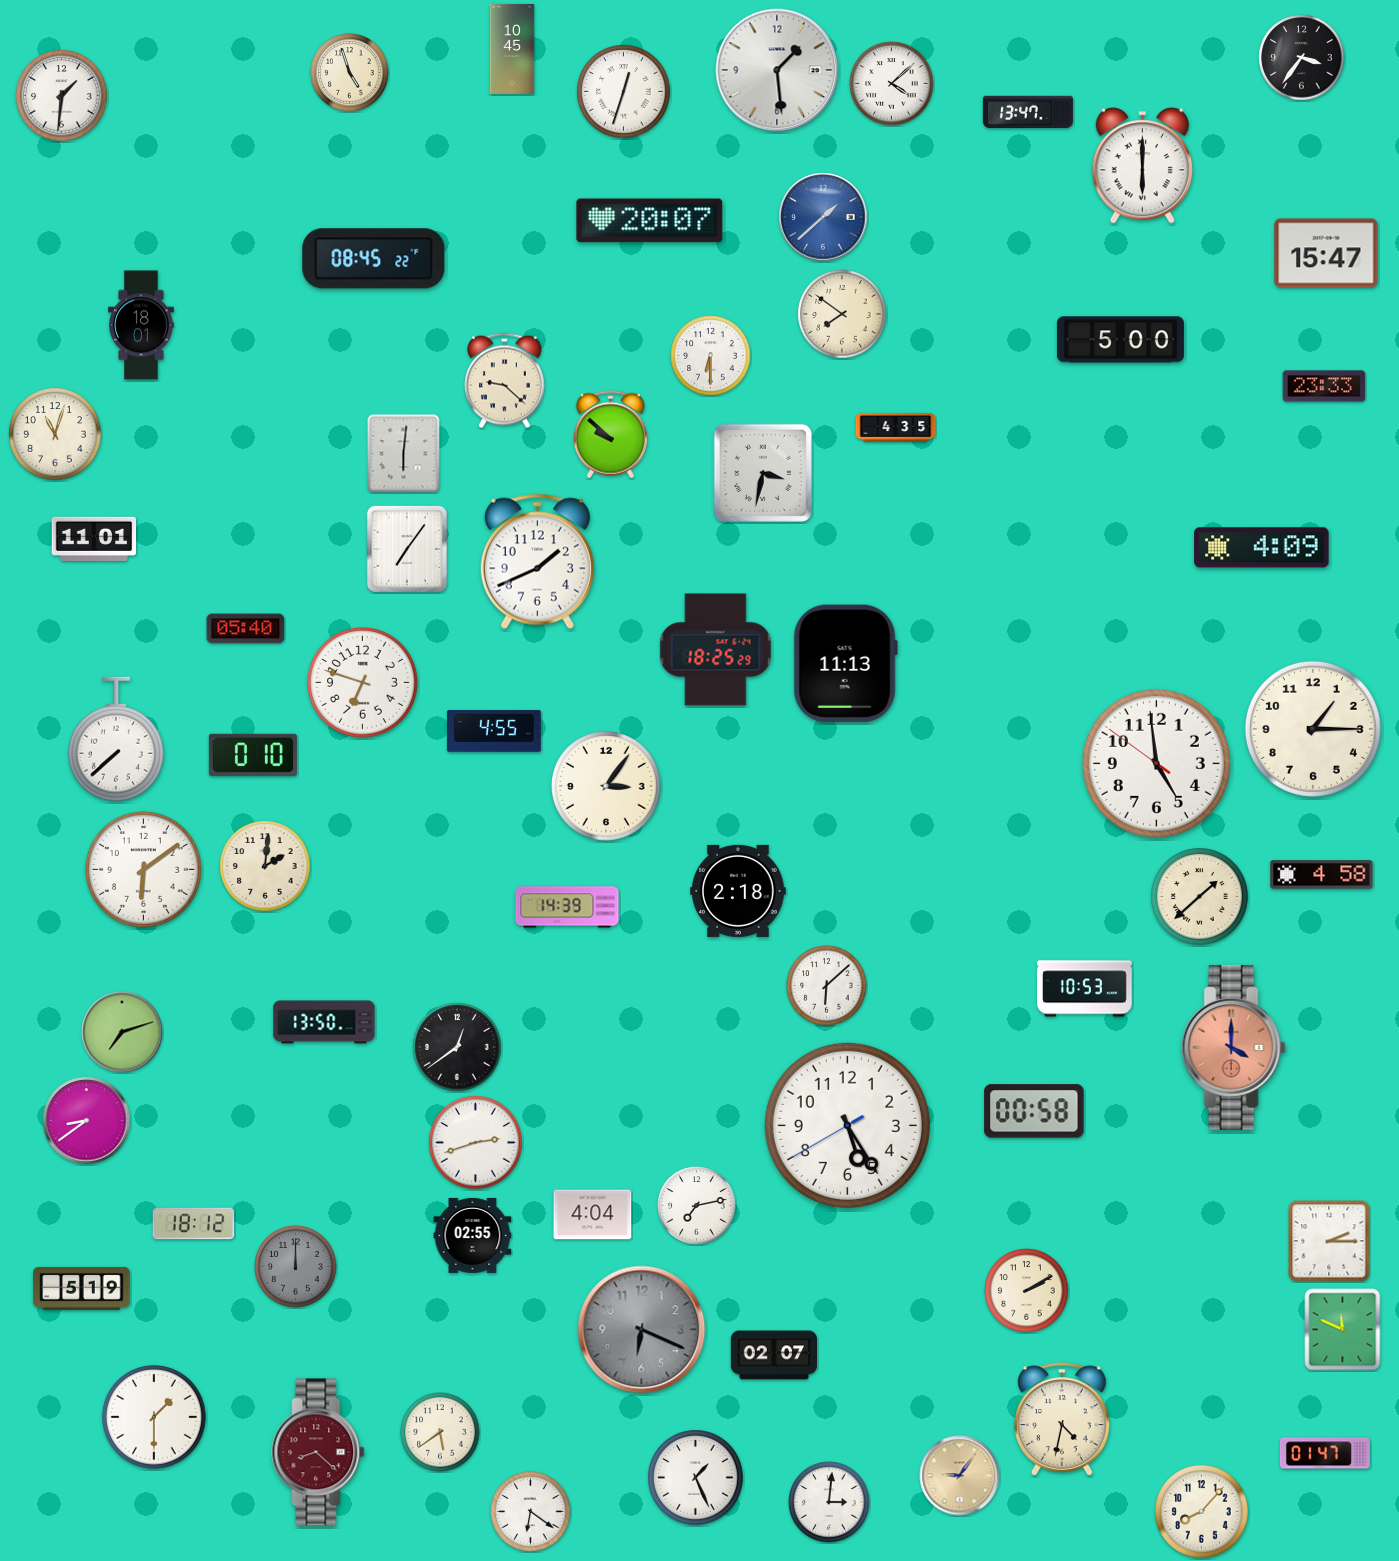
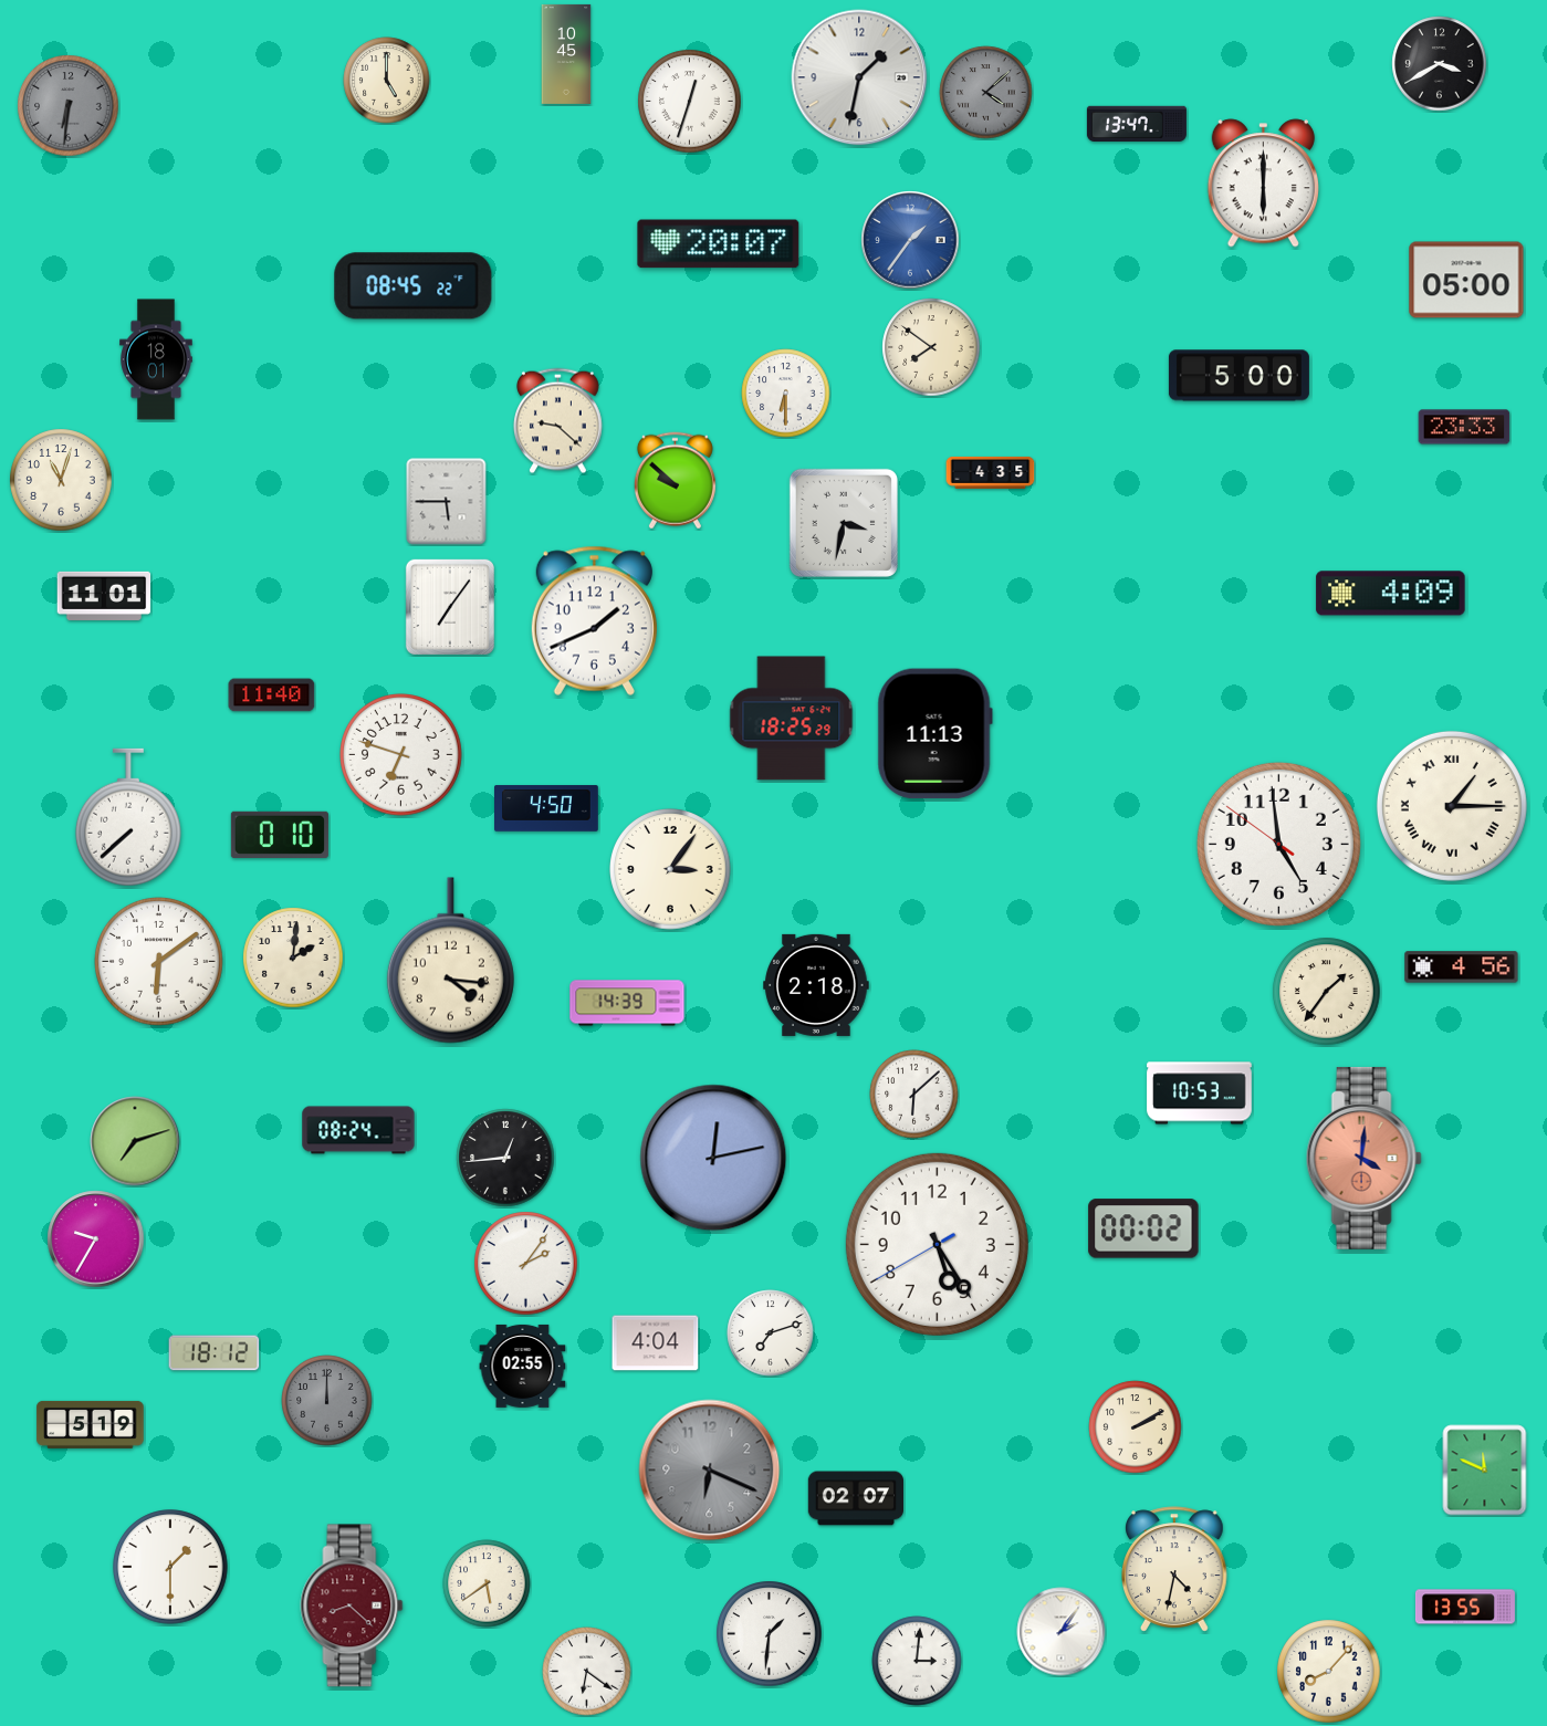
clock at (1302, 58): 3:36 -> 3:40
clock at (777, 70): 1:29 -> 1:32
clock at (350, 73): 4:57 -> 5:00
clock at (892, 84) dial: white -> grey
clock at (62, 96): 1:31 -> 6:31
clock at (62, 96) dial: white -> grey
clock at (823, 217): 1:38 -> 1:36
clock at (1326, 253): 15:47 -> 05:00
clock at (404, 454): 6:01 -> 5:45
clock at (1262, 548) position: (1262, 548) -> (1391, 594)
clock at (246, 629): 05:40 -> 11:40
clock at (1313, 729) numerals: Arabic -> Roman
clock at (495, 731): 4:55 -> 4:50
clock at (450, 961): none -> 4:16
clock at (1322, 875): 4:58 -> 4:56
clock at (1200, 897): 1:38 -> 1:36
clock at (827, 986) position: (827, 986) -> (914, 1095)
clock at (324, 1022): 13:50 -> 08:24
clock at (457, 1047): 12:39 -> 12:44
clock at (713, 1158): none -> 12:13
clock at (1233, 1047): 4:00 -> 4:01
clock at (1034, 1111): 00:58 -> 00:02
clock at (87, 1121): 8:39 -> 9:35
clock at (476, 1143): 2:42 -> 2:06
clock at (697, 1206): 7:13 -> 7:12
clock at (1329, 1241): 2:15 -> none
clock at (1325, 1453): 01:47 -> 13:55
clock at (960, 1476): 9:06 -> 2:06
clock at (960, 1476) dial: champagne -> white
clock at (696, 1478): 1:26 -> 1:31
